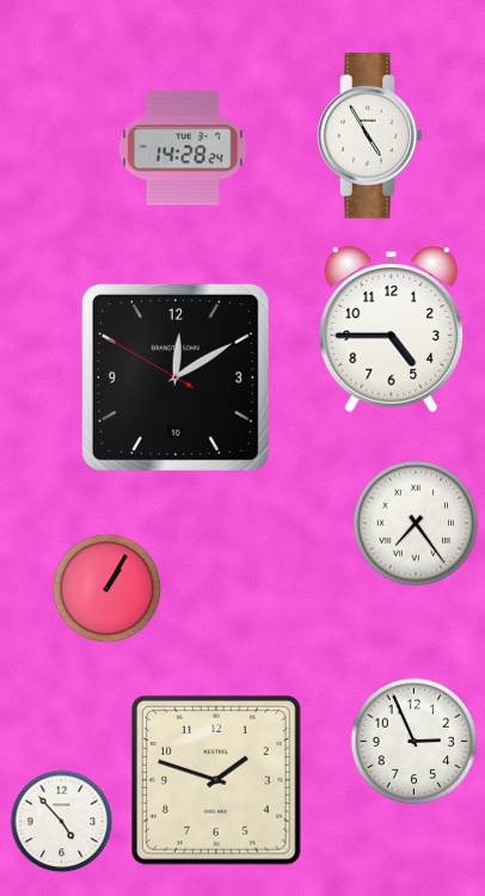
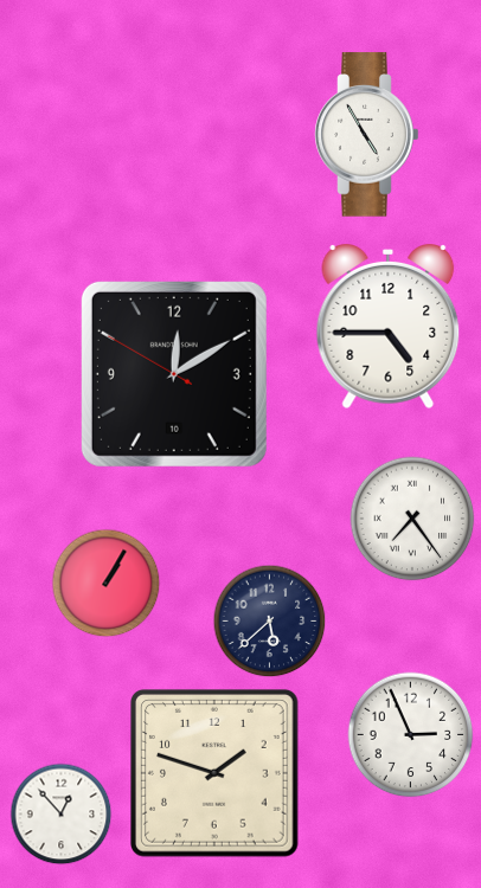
clock at (184, 148): 14:28 -> none
clock at (270, 622): none -> 5:38
clock at (62, 822): 4:53 -> 12:53
